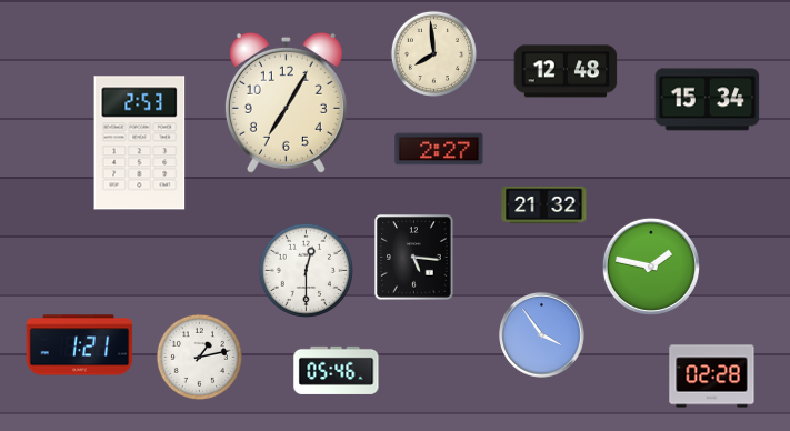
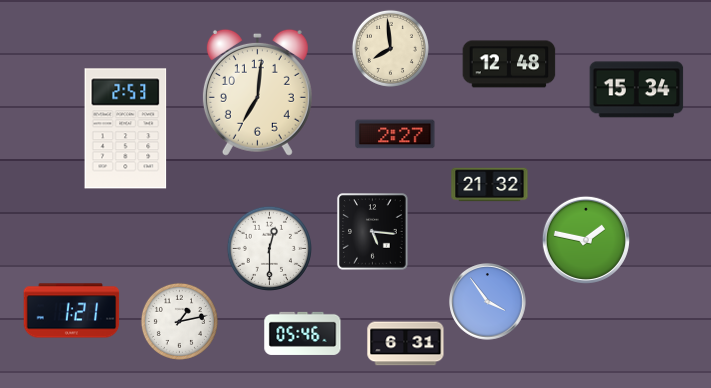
clock at (286, 102): 7:05 -> 7:01
clock at (306, 270) position: (306, 270) -> (269, 248)
clock at (712, 377): 02:28 -> none
clock at (406, 344): none -> 6:31
